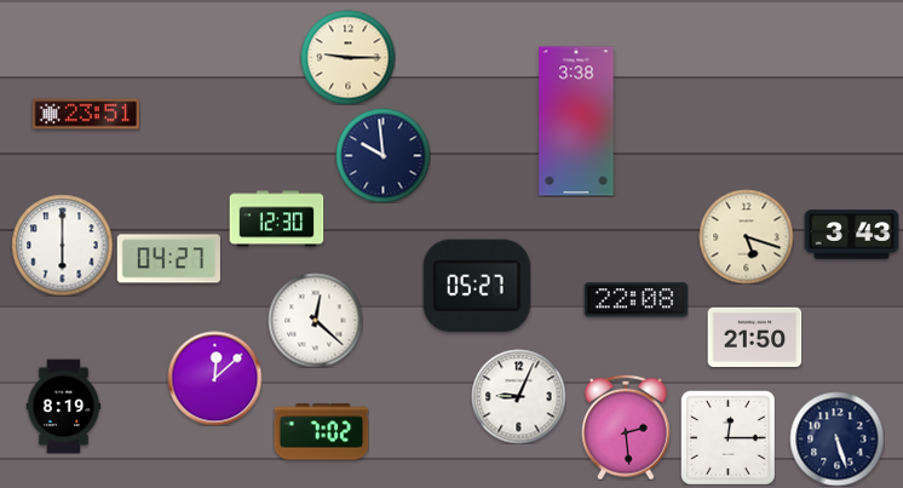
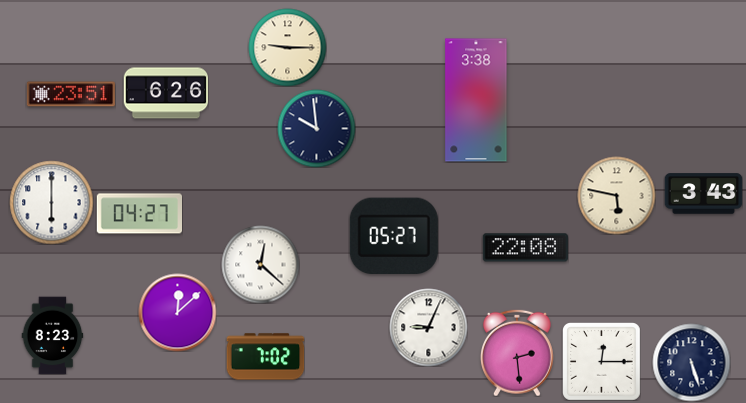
clock at (166, 93): none -> 6:26
clock at (276, 219): 12:30 -> none
clock at (746, 236): 5:18 -> 5:47
clock at (754, 337): 21:50 -> none
clock at (64, 406): 8:19 -> 8:23
